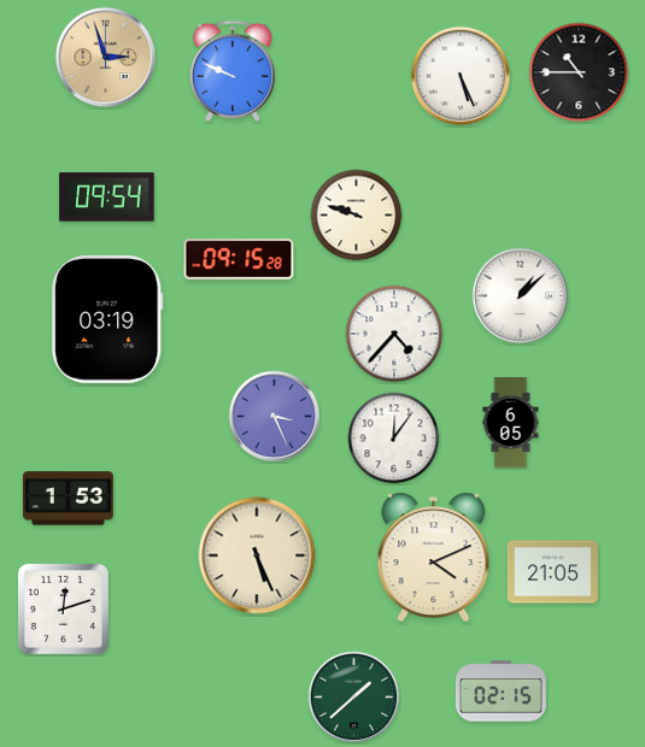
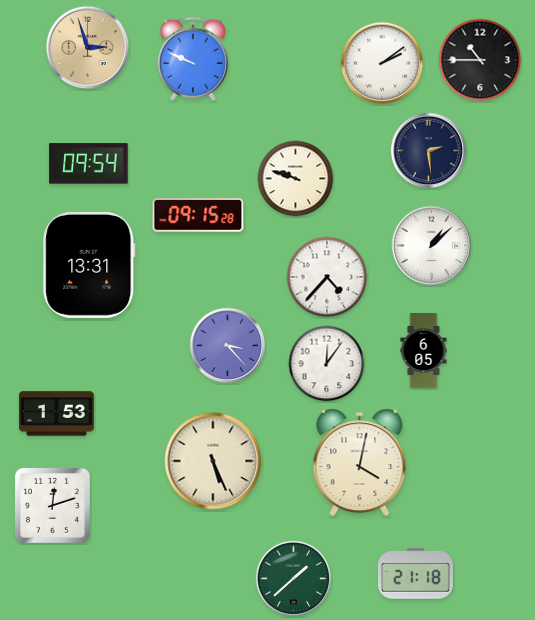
clock at (461, 76): 5:26 -> 2:09
clock at (429, 151): none -> 2:29
clock at (107, 319): 03:19 -> 13:31
clock at (275, 417): 3:26 -> 3:23
clock at (434, 558): 4:11 -> 4:02
clock at (552, 572): 21:05 -> none
clock at (500, 692): 02:15 -> 21:18
